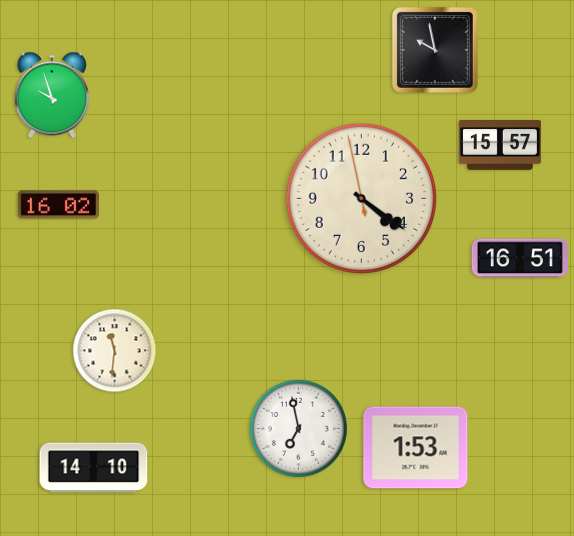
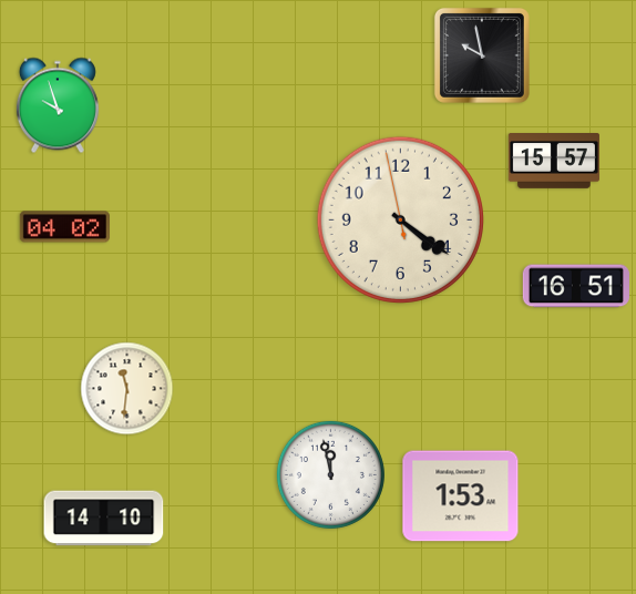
clock at (58, 205): 16:02 -> 04:02
clock at (298, 428): 6:58 -> 11:58
